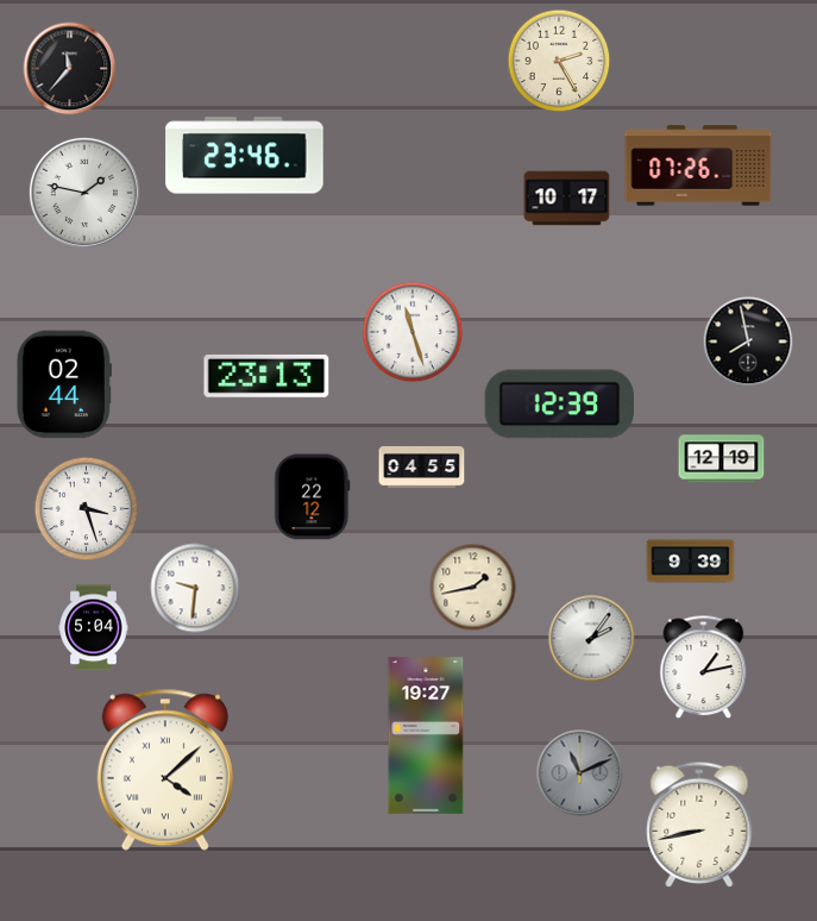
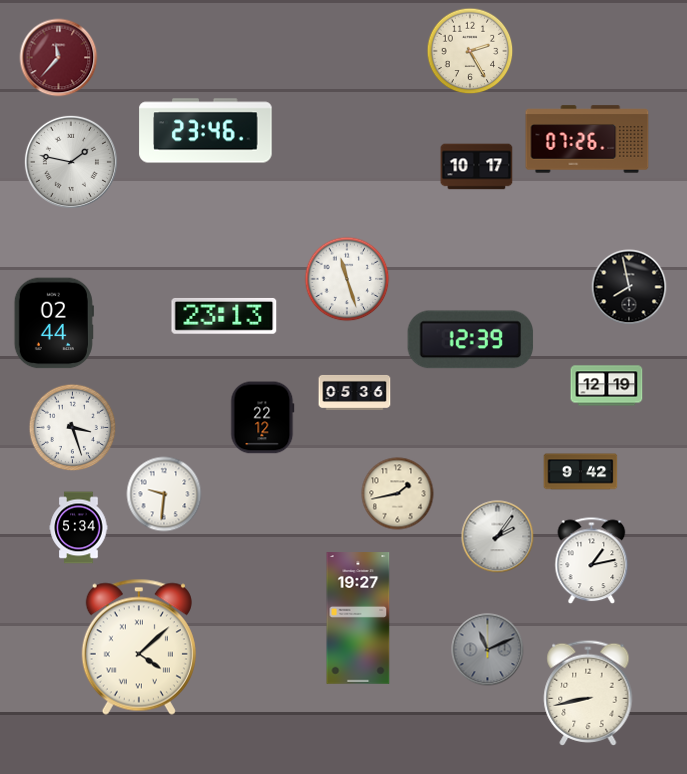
clock at (70, 69) dial: black -> burgundy
clock at (422, 466): 04:55 -> 05:36
clock at (691, 562): 9:39 -> 9:42
clock at (94, 628): 5:04 -> 5:34
